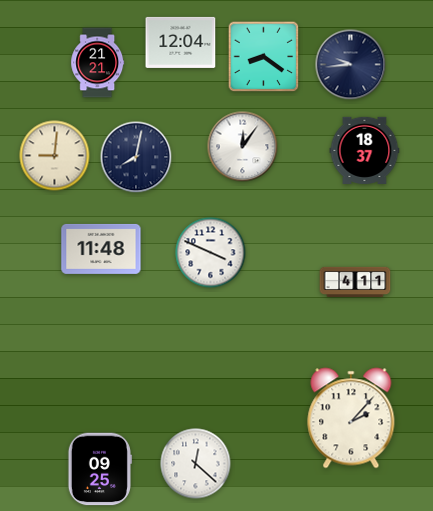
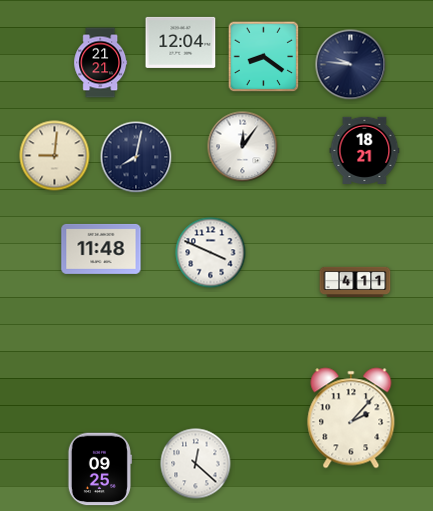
clock at (98, 63) position: (98, 63) -> (101, 63)
clock at (351, 65): 9:44 -> 9:46
clock at (365, 150): 18:37 -> 18:21
